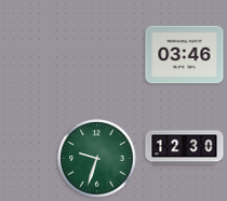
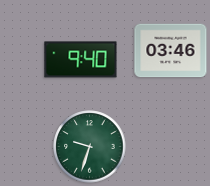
clock at (81, 60): none -> 9:40
clock at (185, 148): 12:30 -> none
